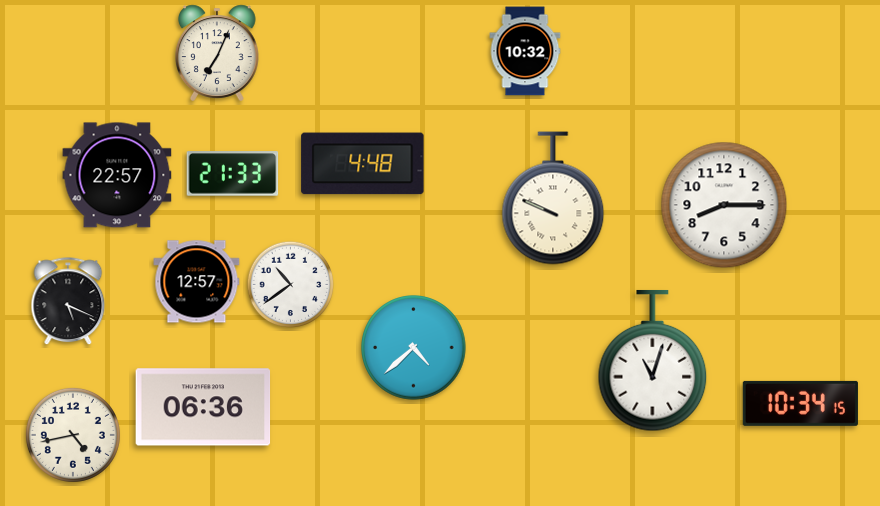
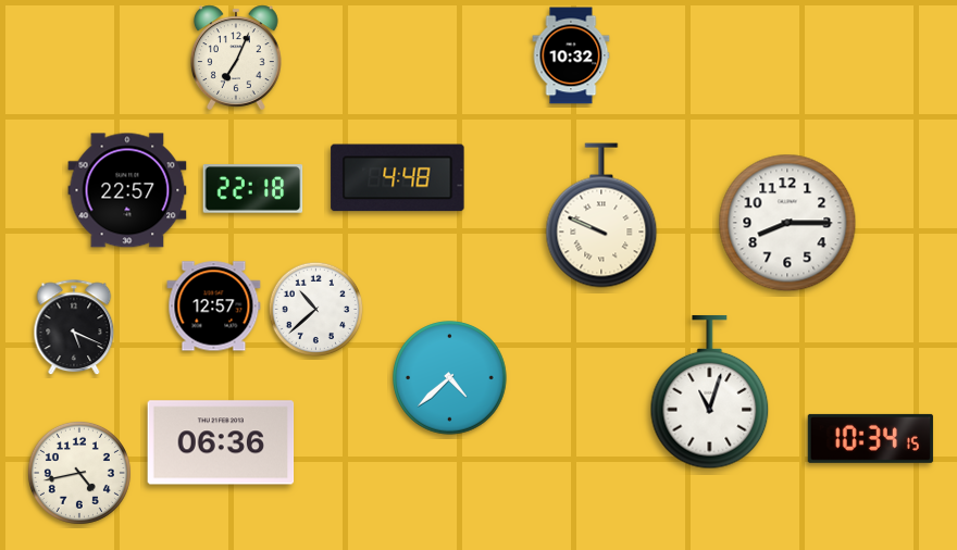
clock at (363, 164) position: (363, 164) -> (398, 178)
clock at (233, 174): 21:33 -> 22:18
clock at (291, 285): 10:39 -> 10:38
